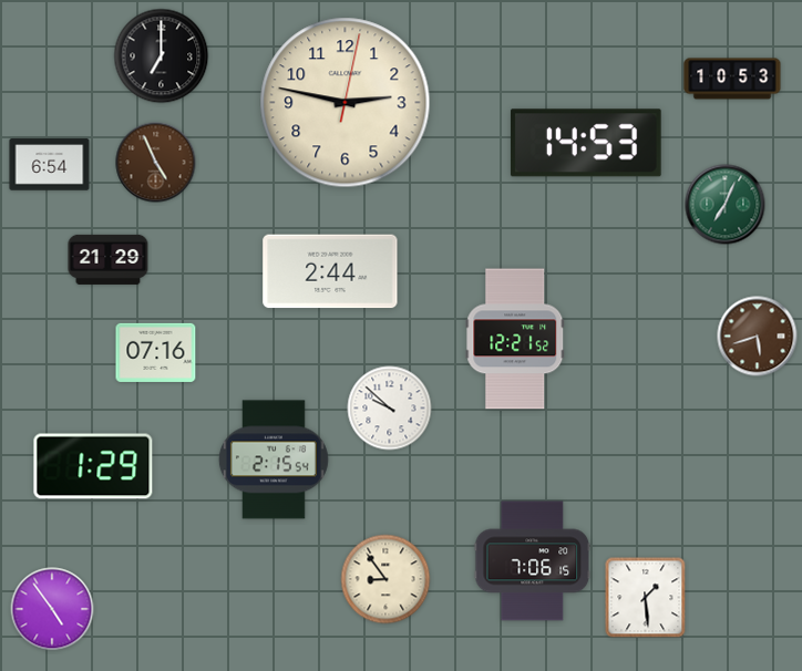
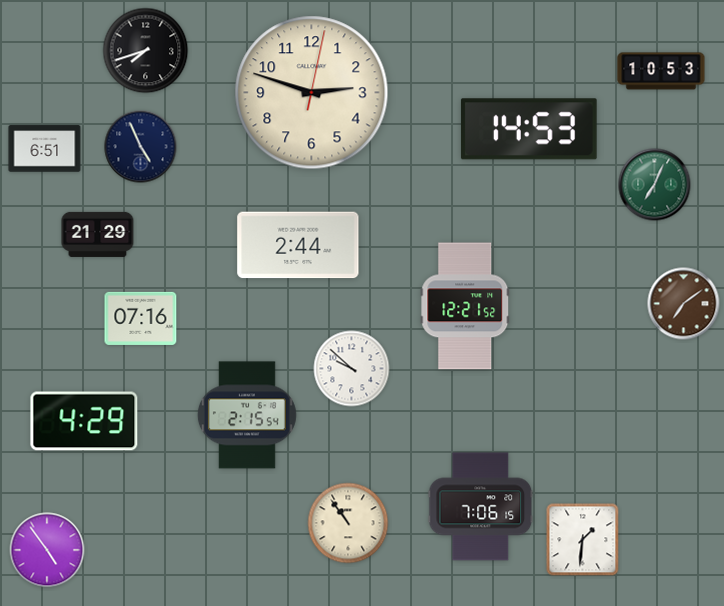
clock at (162, 56): 7:00 -> 7:42
clock at (346, 103): 2:47 -> 2:48
clock at (156, 163) dial: brown -> navy
clock at (50, 165): 6:54 -> 6:51
clock at (758, 337): 5:42 -> 7:09
clock at (93, 466): 1:29 -> 4:29
clock at (385, 579): 8:54 -> 10:54
clock at (646, 598): 1:29 -> 1:31
